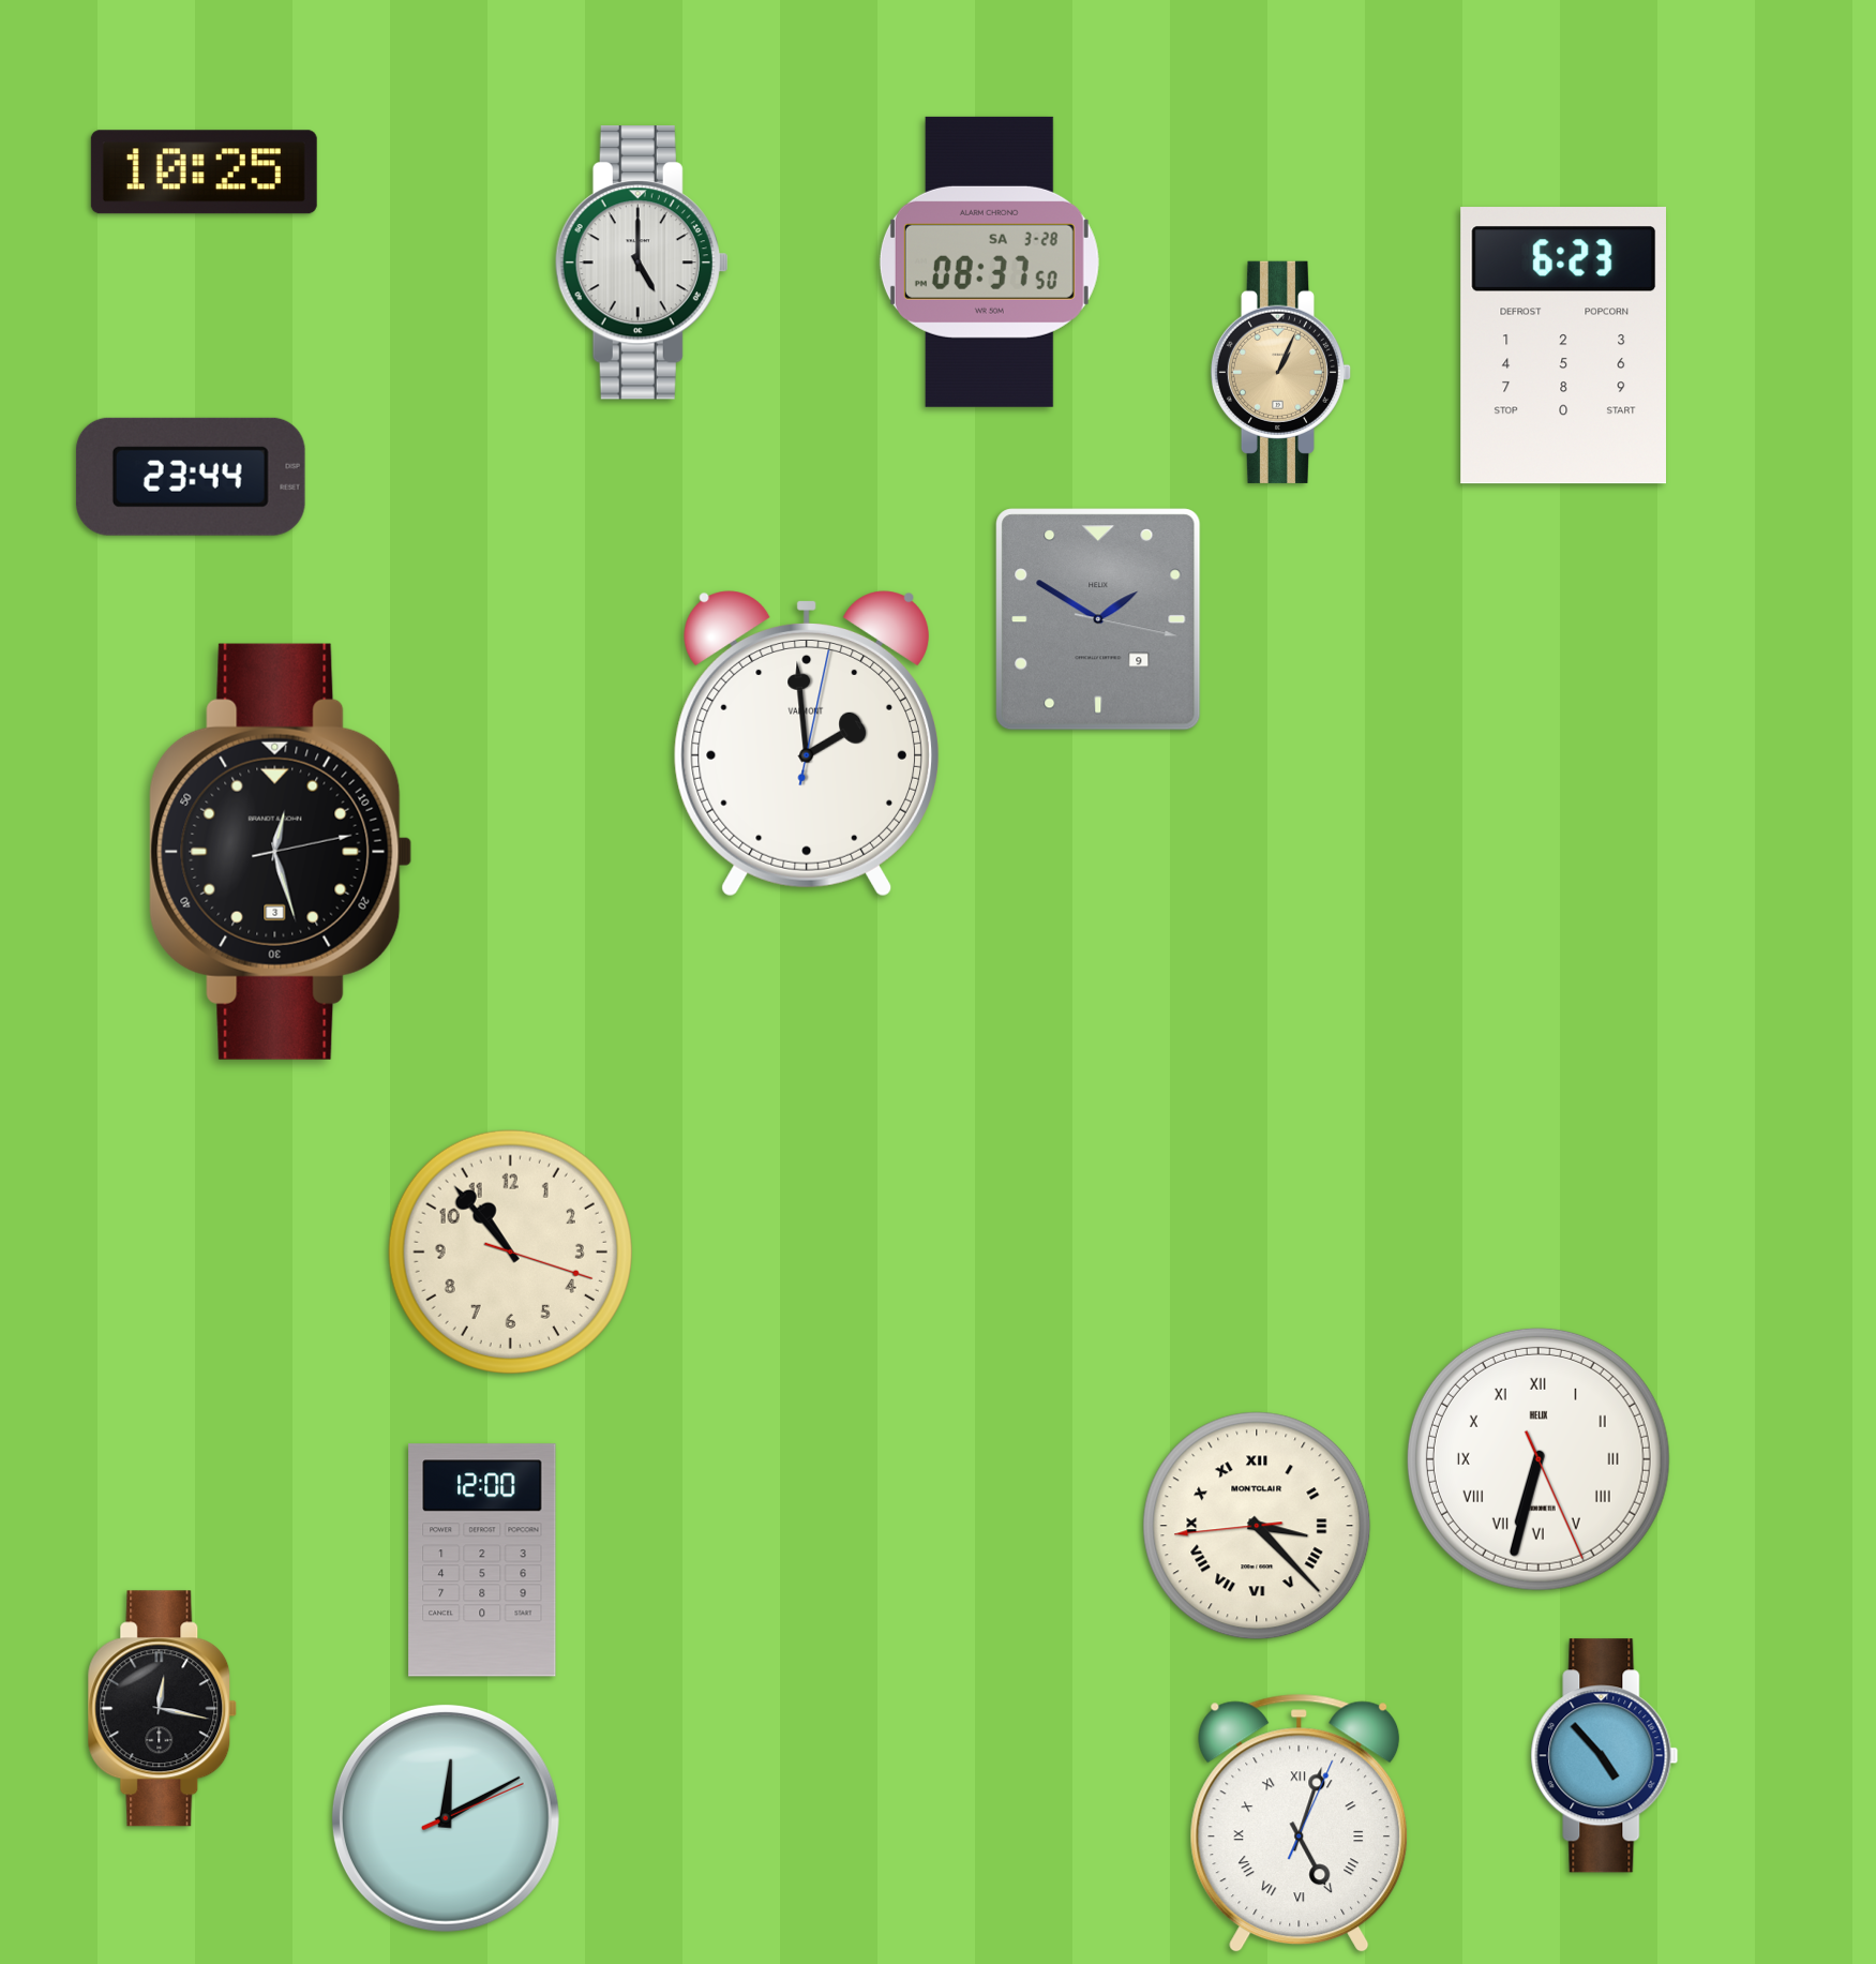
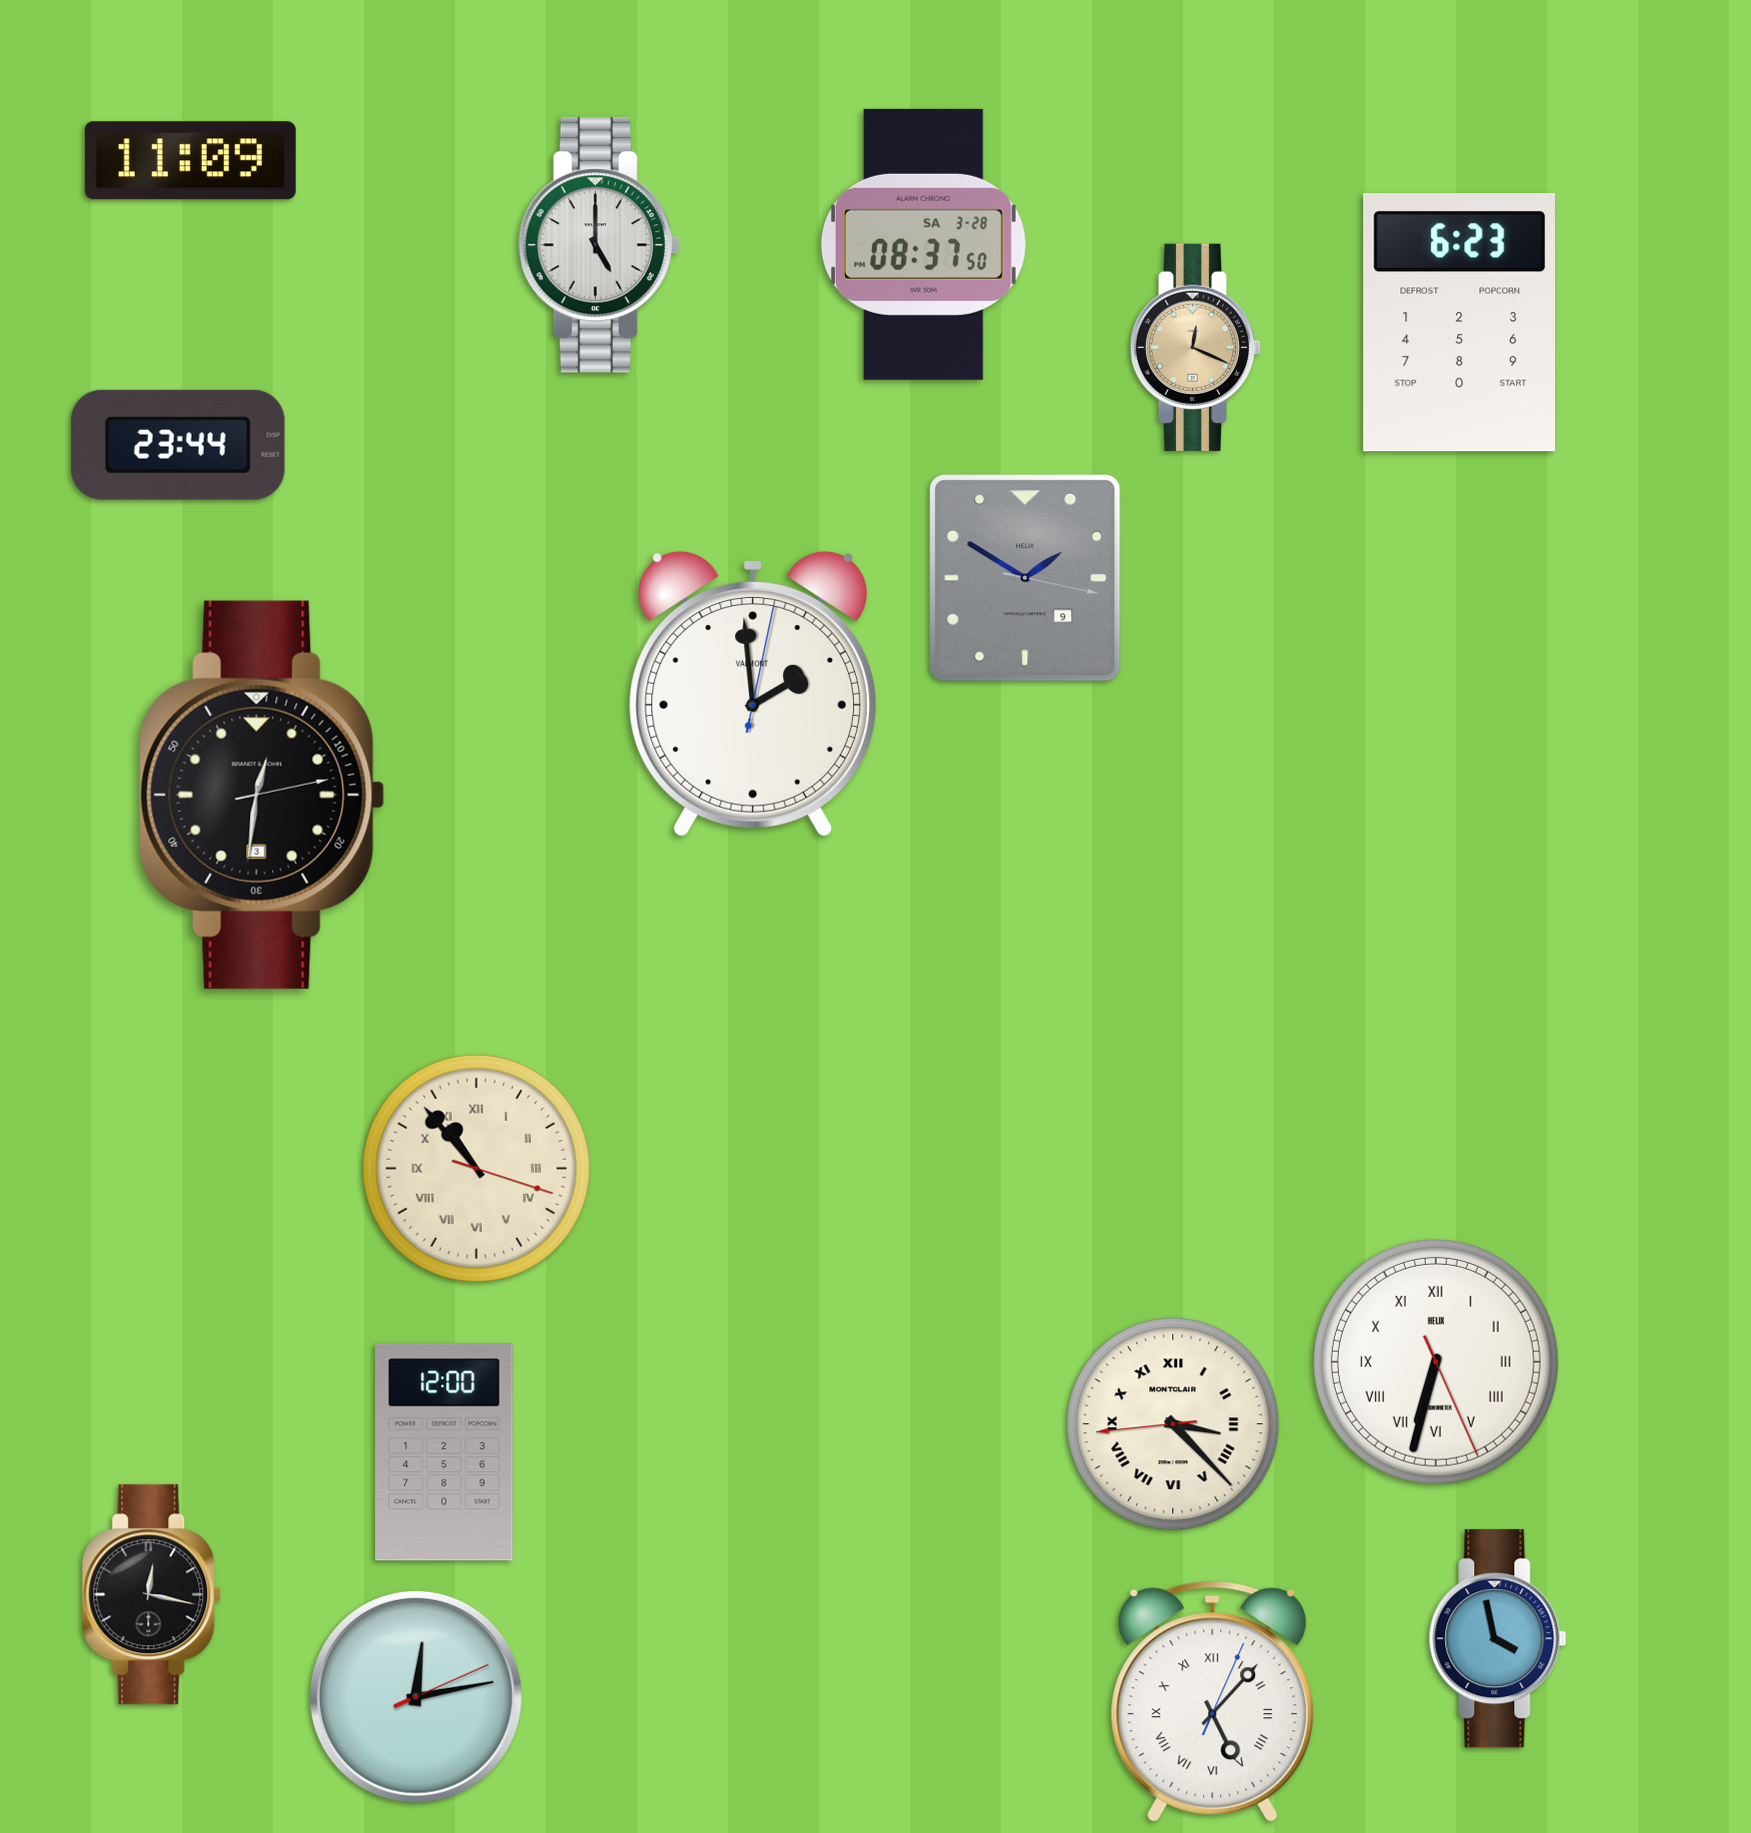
clock at (204, 173): 10:25 -> 11:09
clock at (1281, 372): 1:04 -> 12:19
clock at (281, 852): 12:27 -> 12:31
clock at (510, 1251) numerals: Arabic -> Roman
clock at (482, 1560) position: (482, 1560) -> (444, 1452)
clock at (1605, 1756): 4:53 -> 3:58
clock at (446, 1818): 12:10 -> 12:13
clock at (1300, 1824): 5:03 -> 5:07
